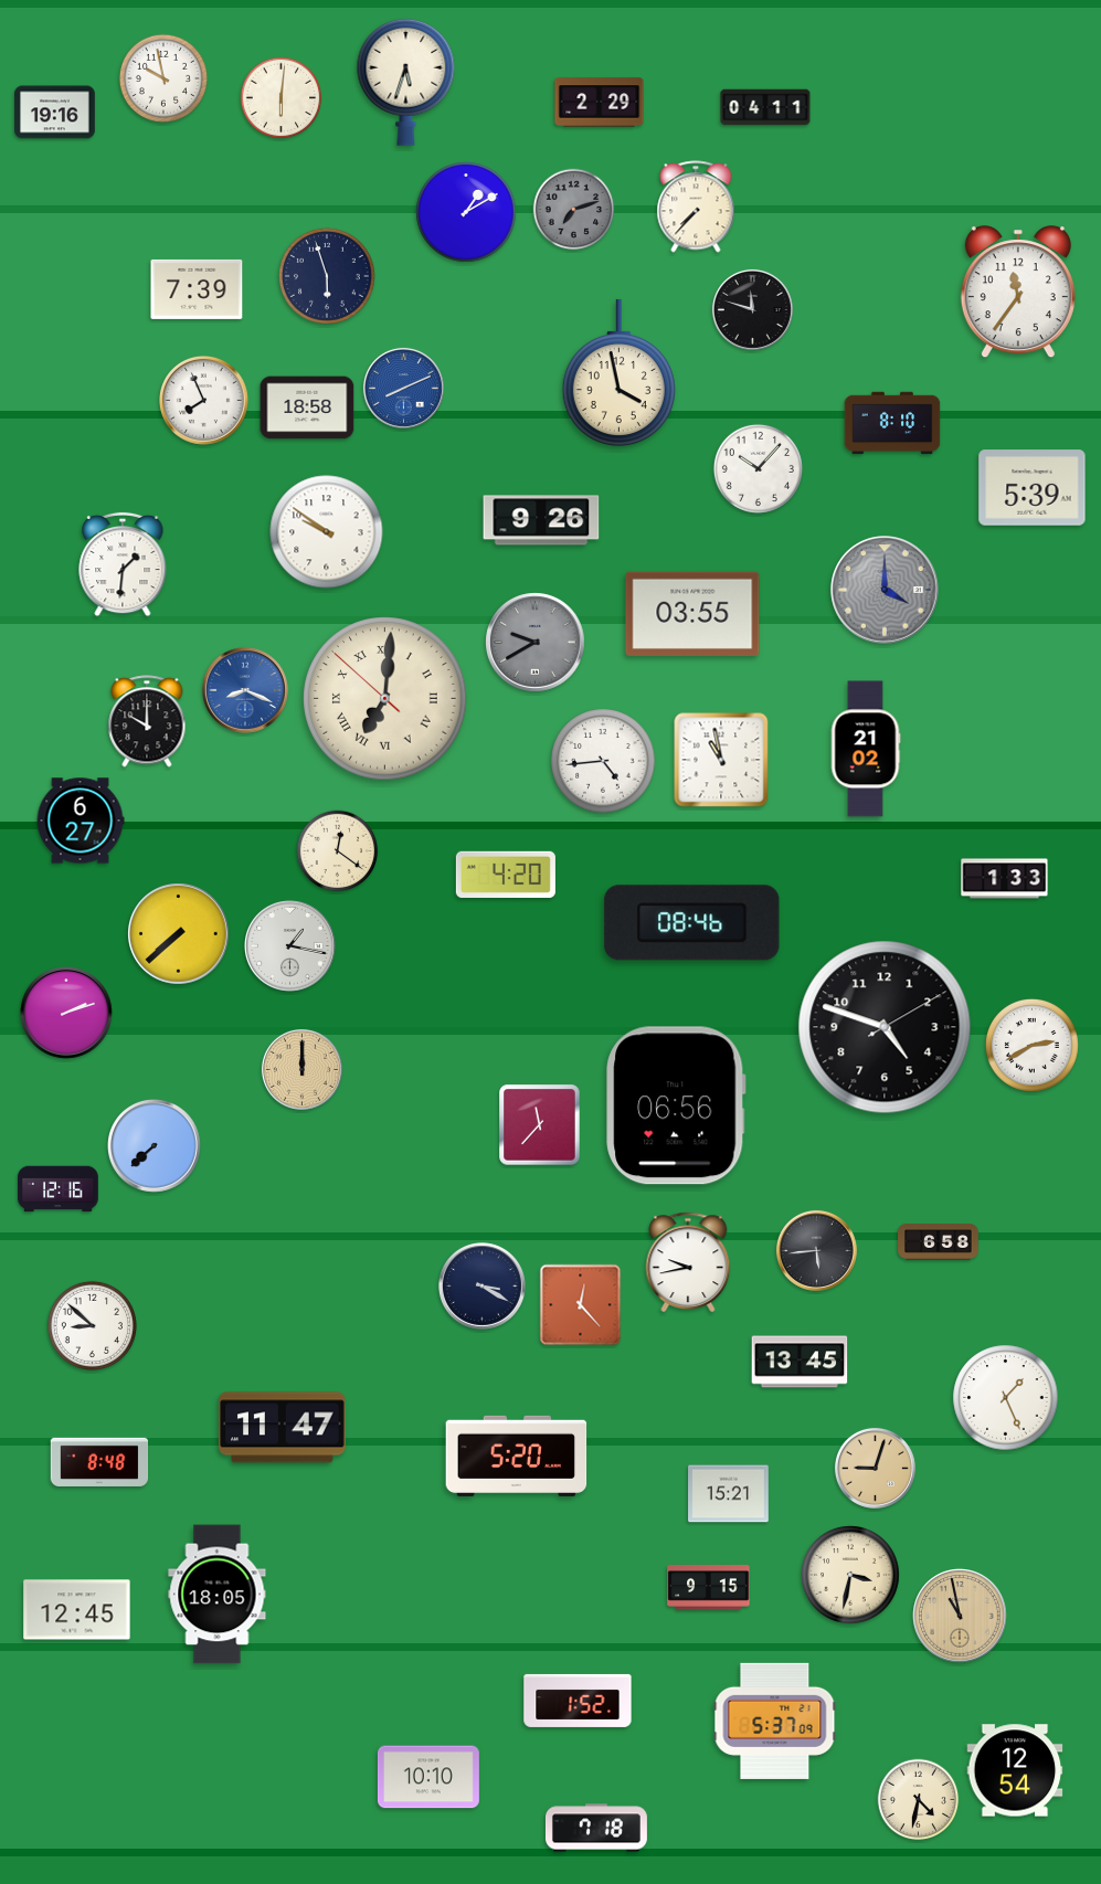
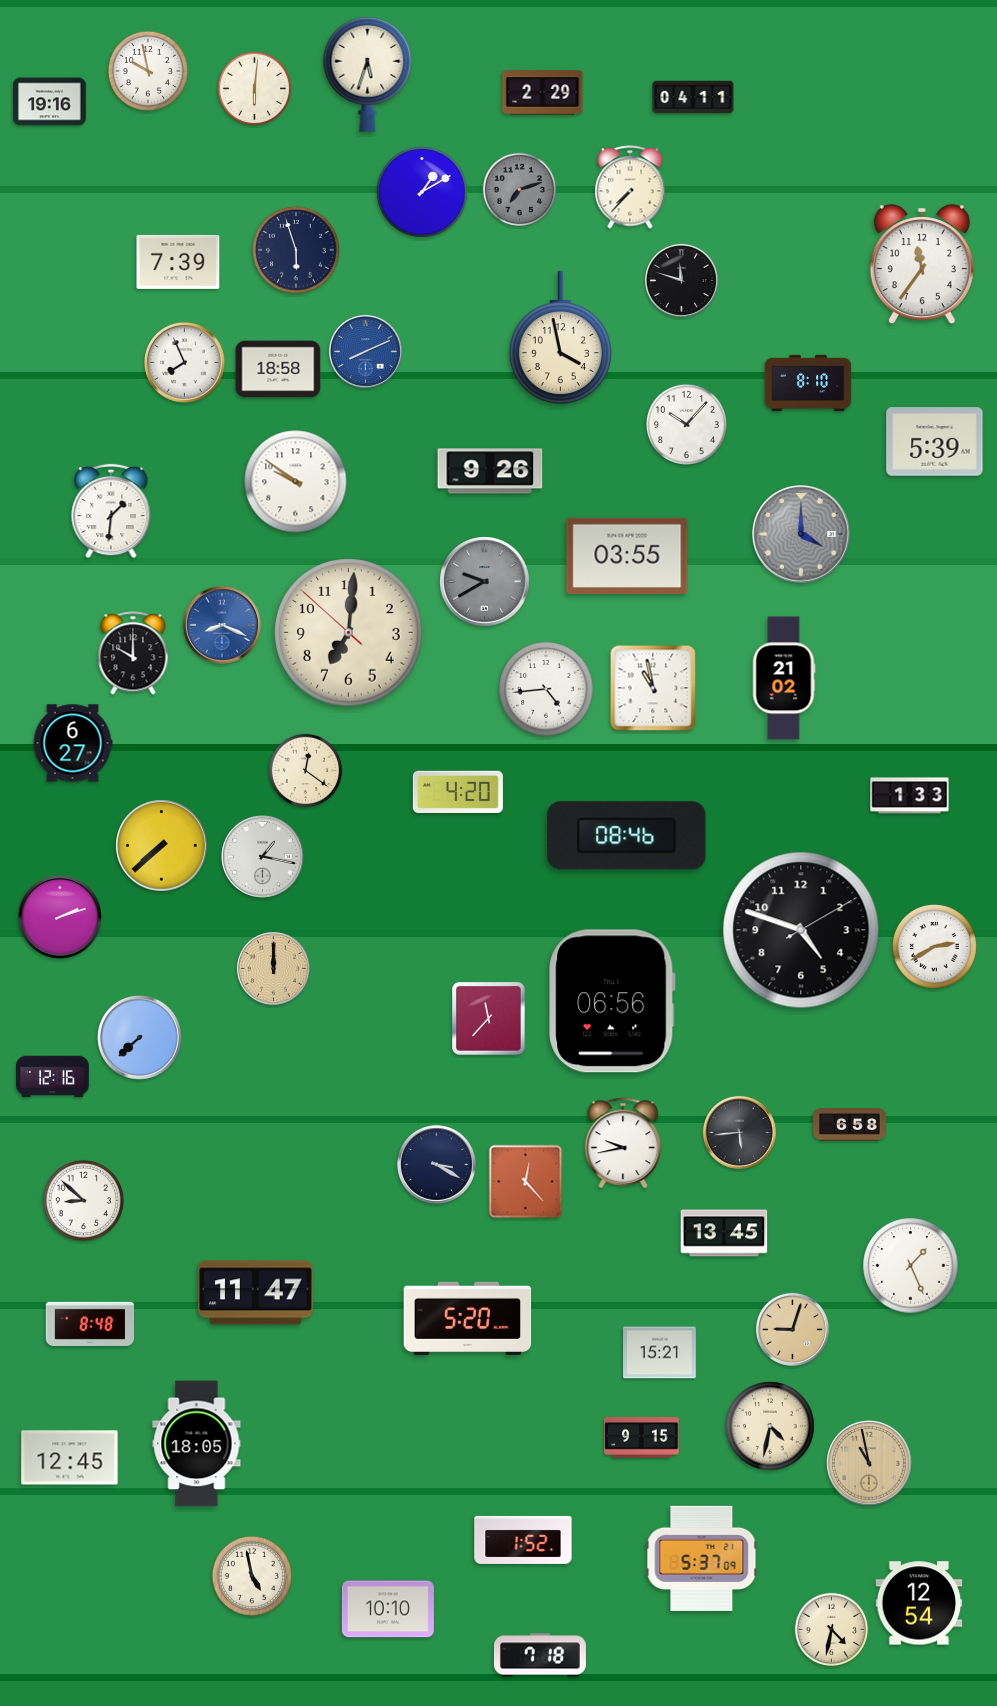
clock at (385, 699) numerals: Roman -> Arabic
clock at (850, 1575): 3:32 -> 4:32
clock at (252, 1576): none -> 4:58
